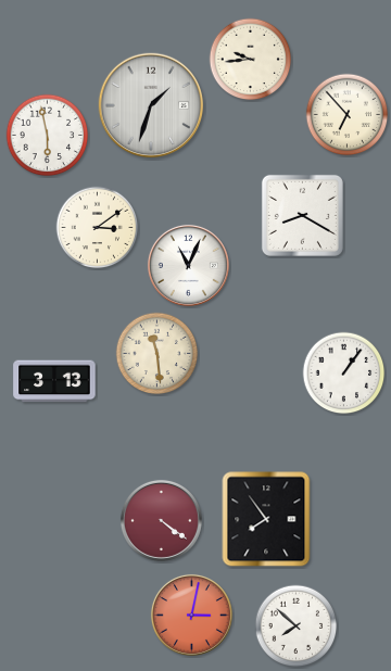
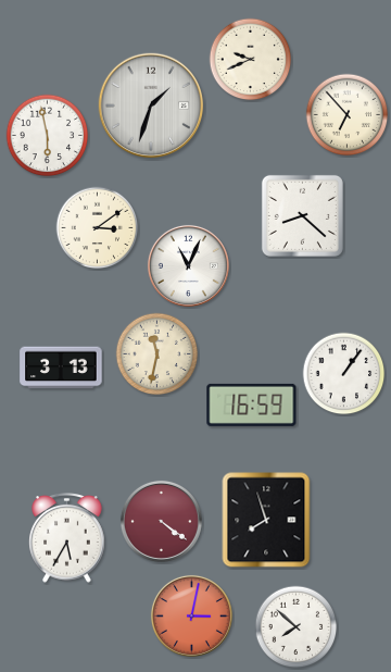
clock at (251, 60): 9:44 -> 9:41
clock at (302, 215): 8:20 -> 8:22
clock at (157, 354): 11:29 -> 11:32
clock at (54, 381) position: (54, 381) -> (61, 368)
clock at (252, 405): none -> 16:59
clock at (266, 519): 7:54 -> 7:57
clock at (67, 538): none -> 5:35
